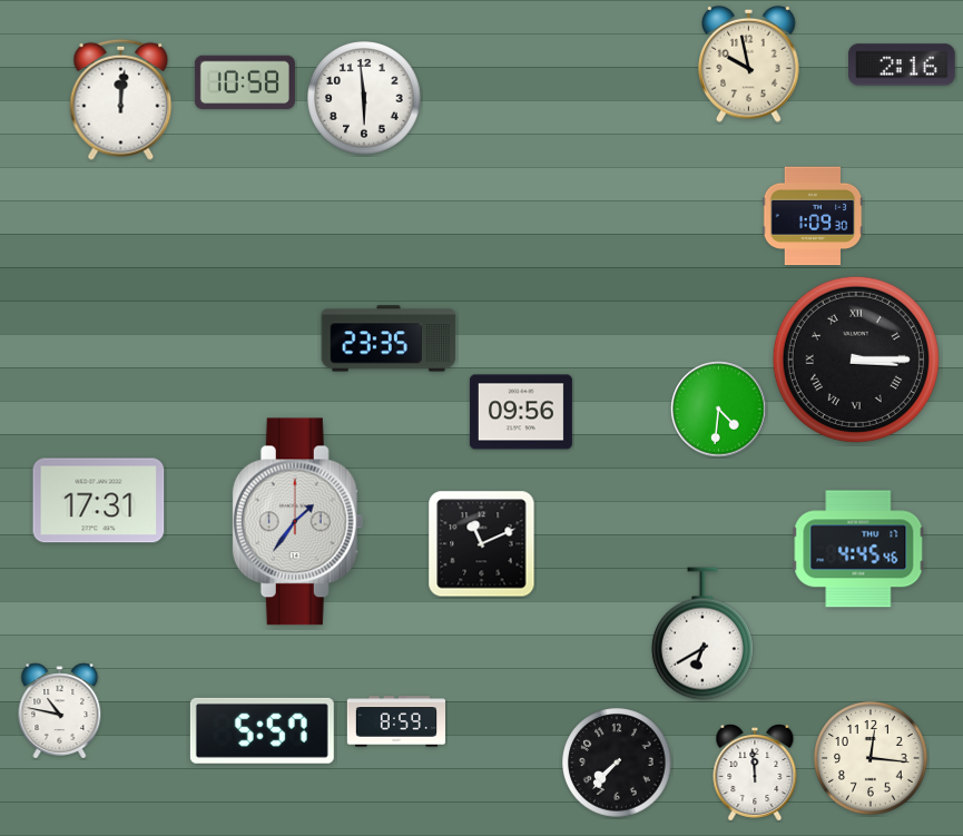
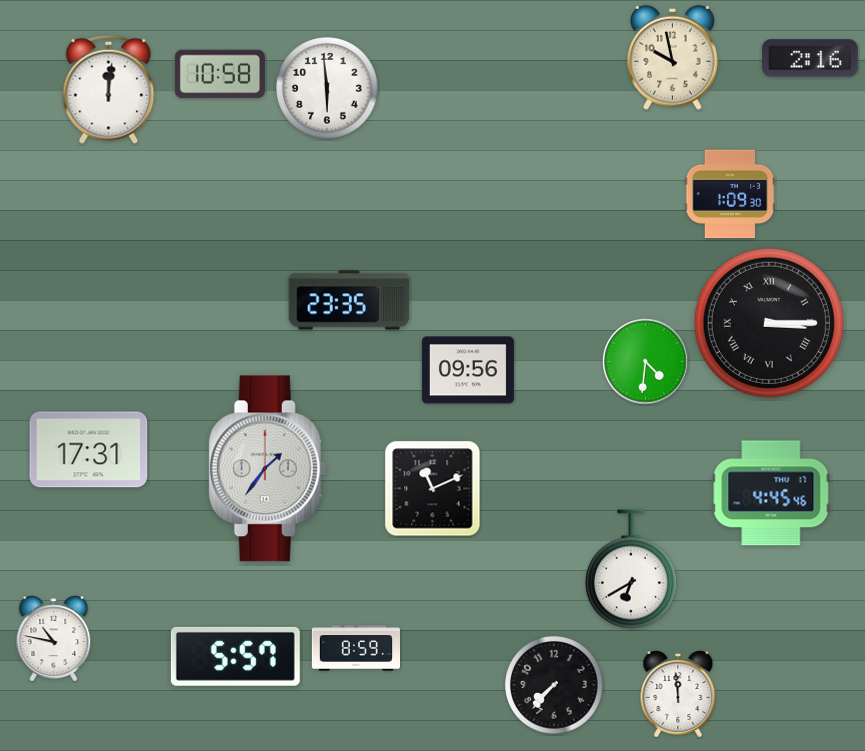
clock at (389, 338) position: (389, 338) -> (349, 300)
clock at (719, 410) position: (719, 410) -> (646, 362)
clock at (871, 758): 12:16 -> none
